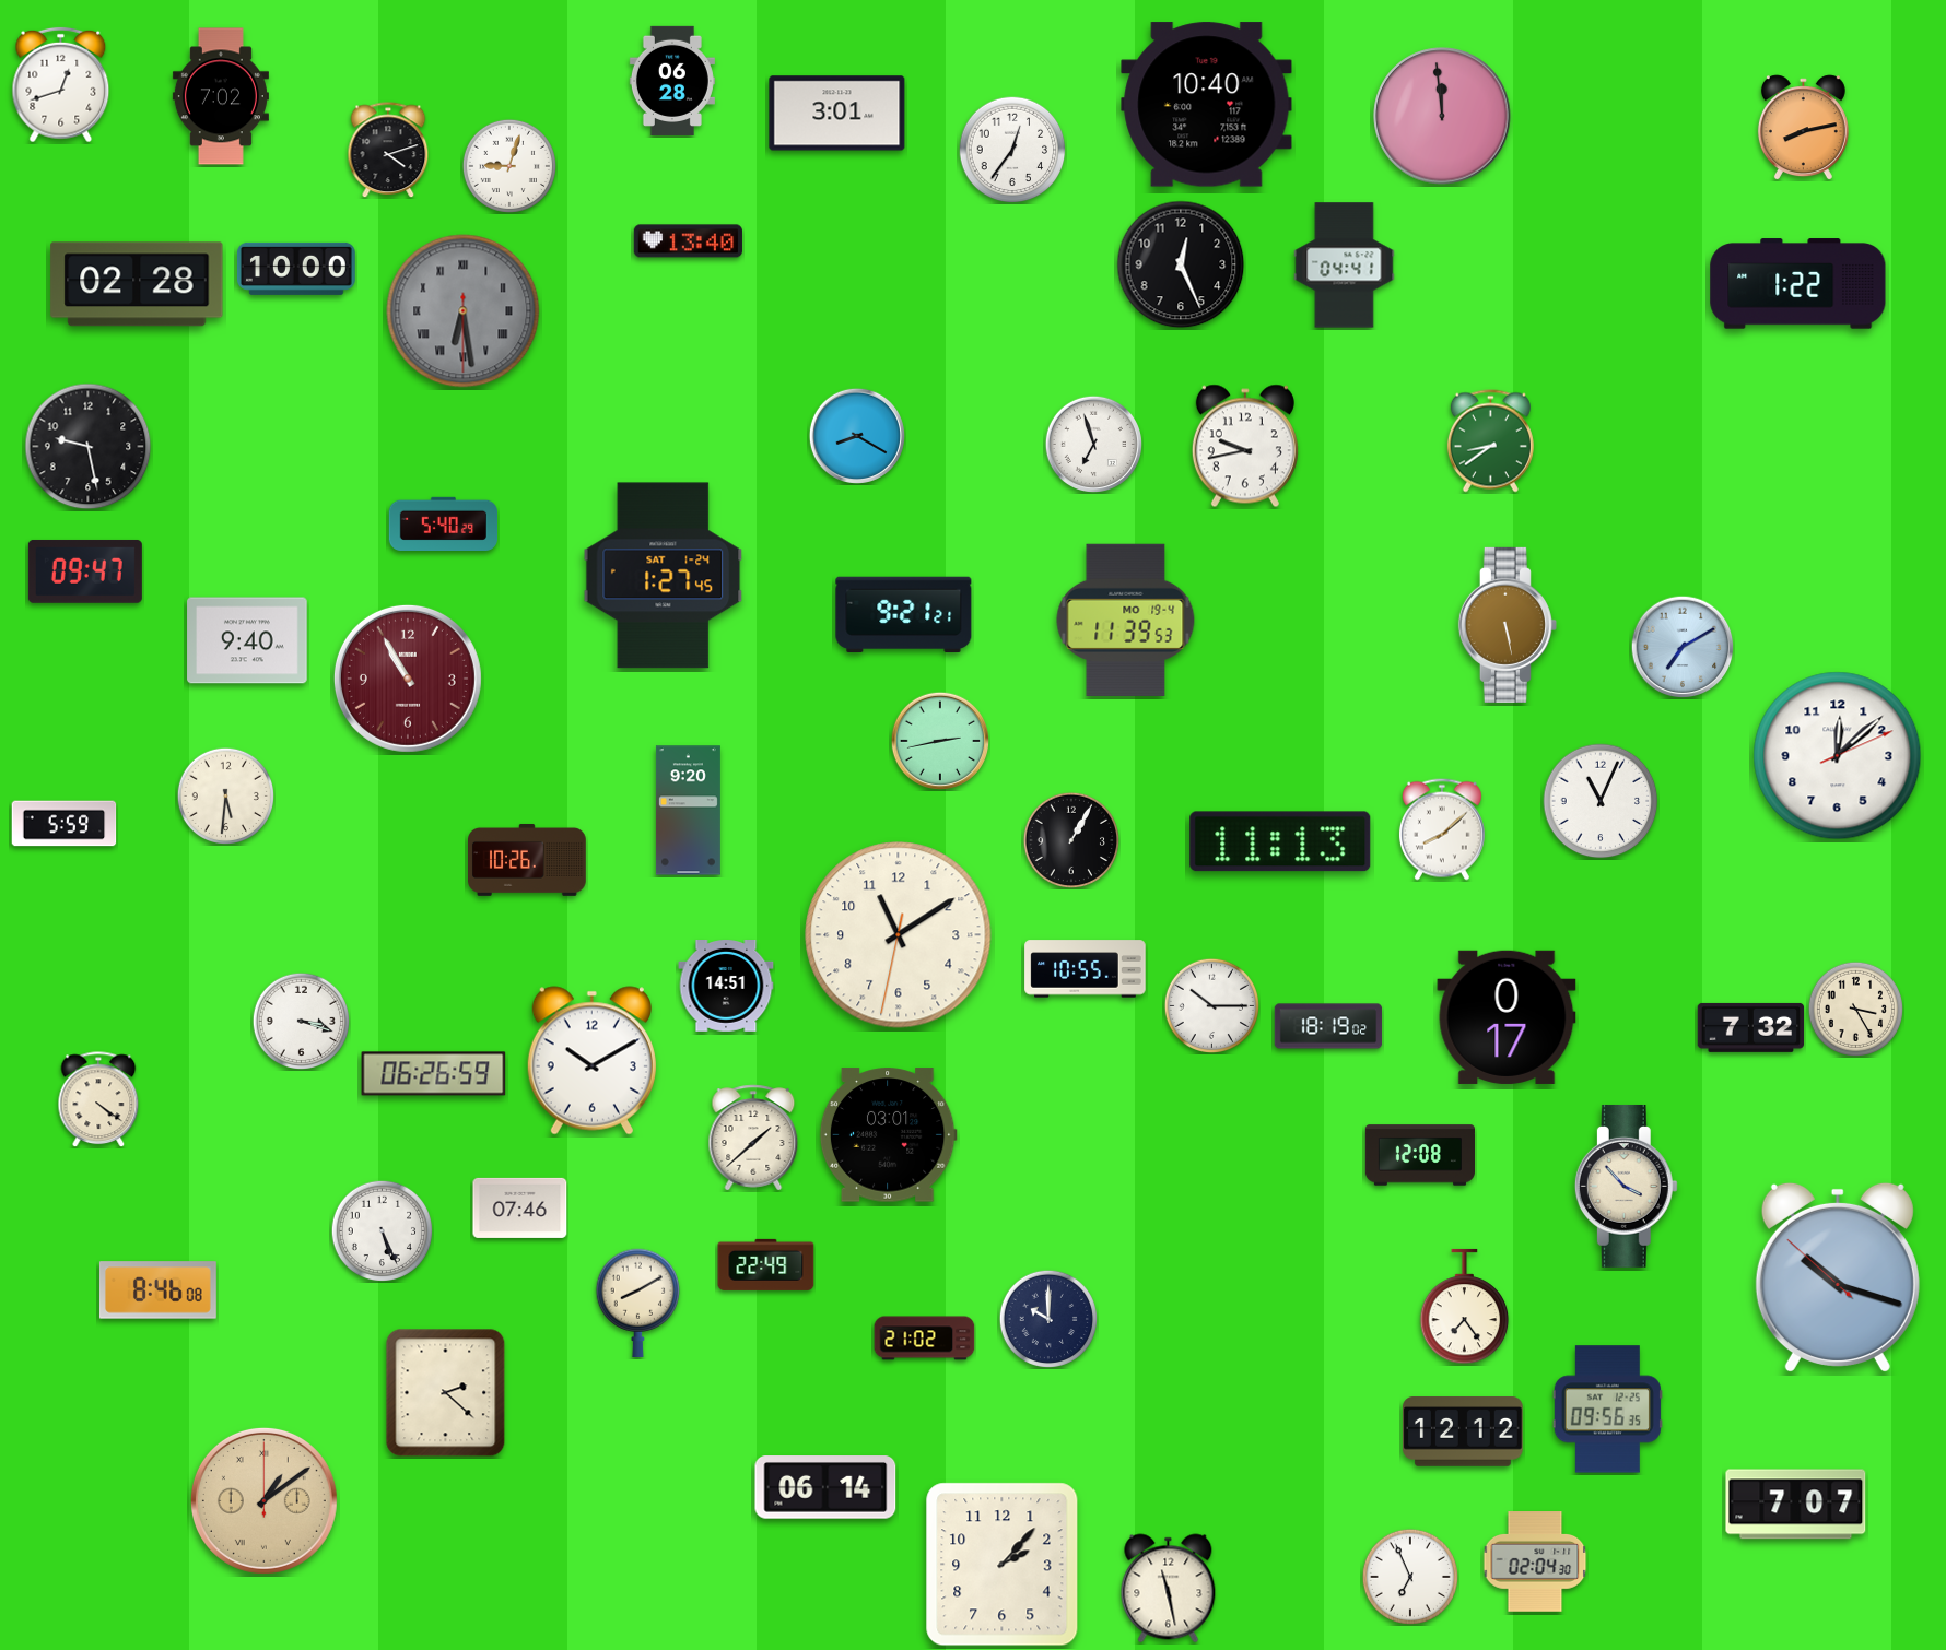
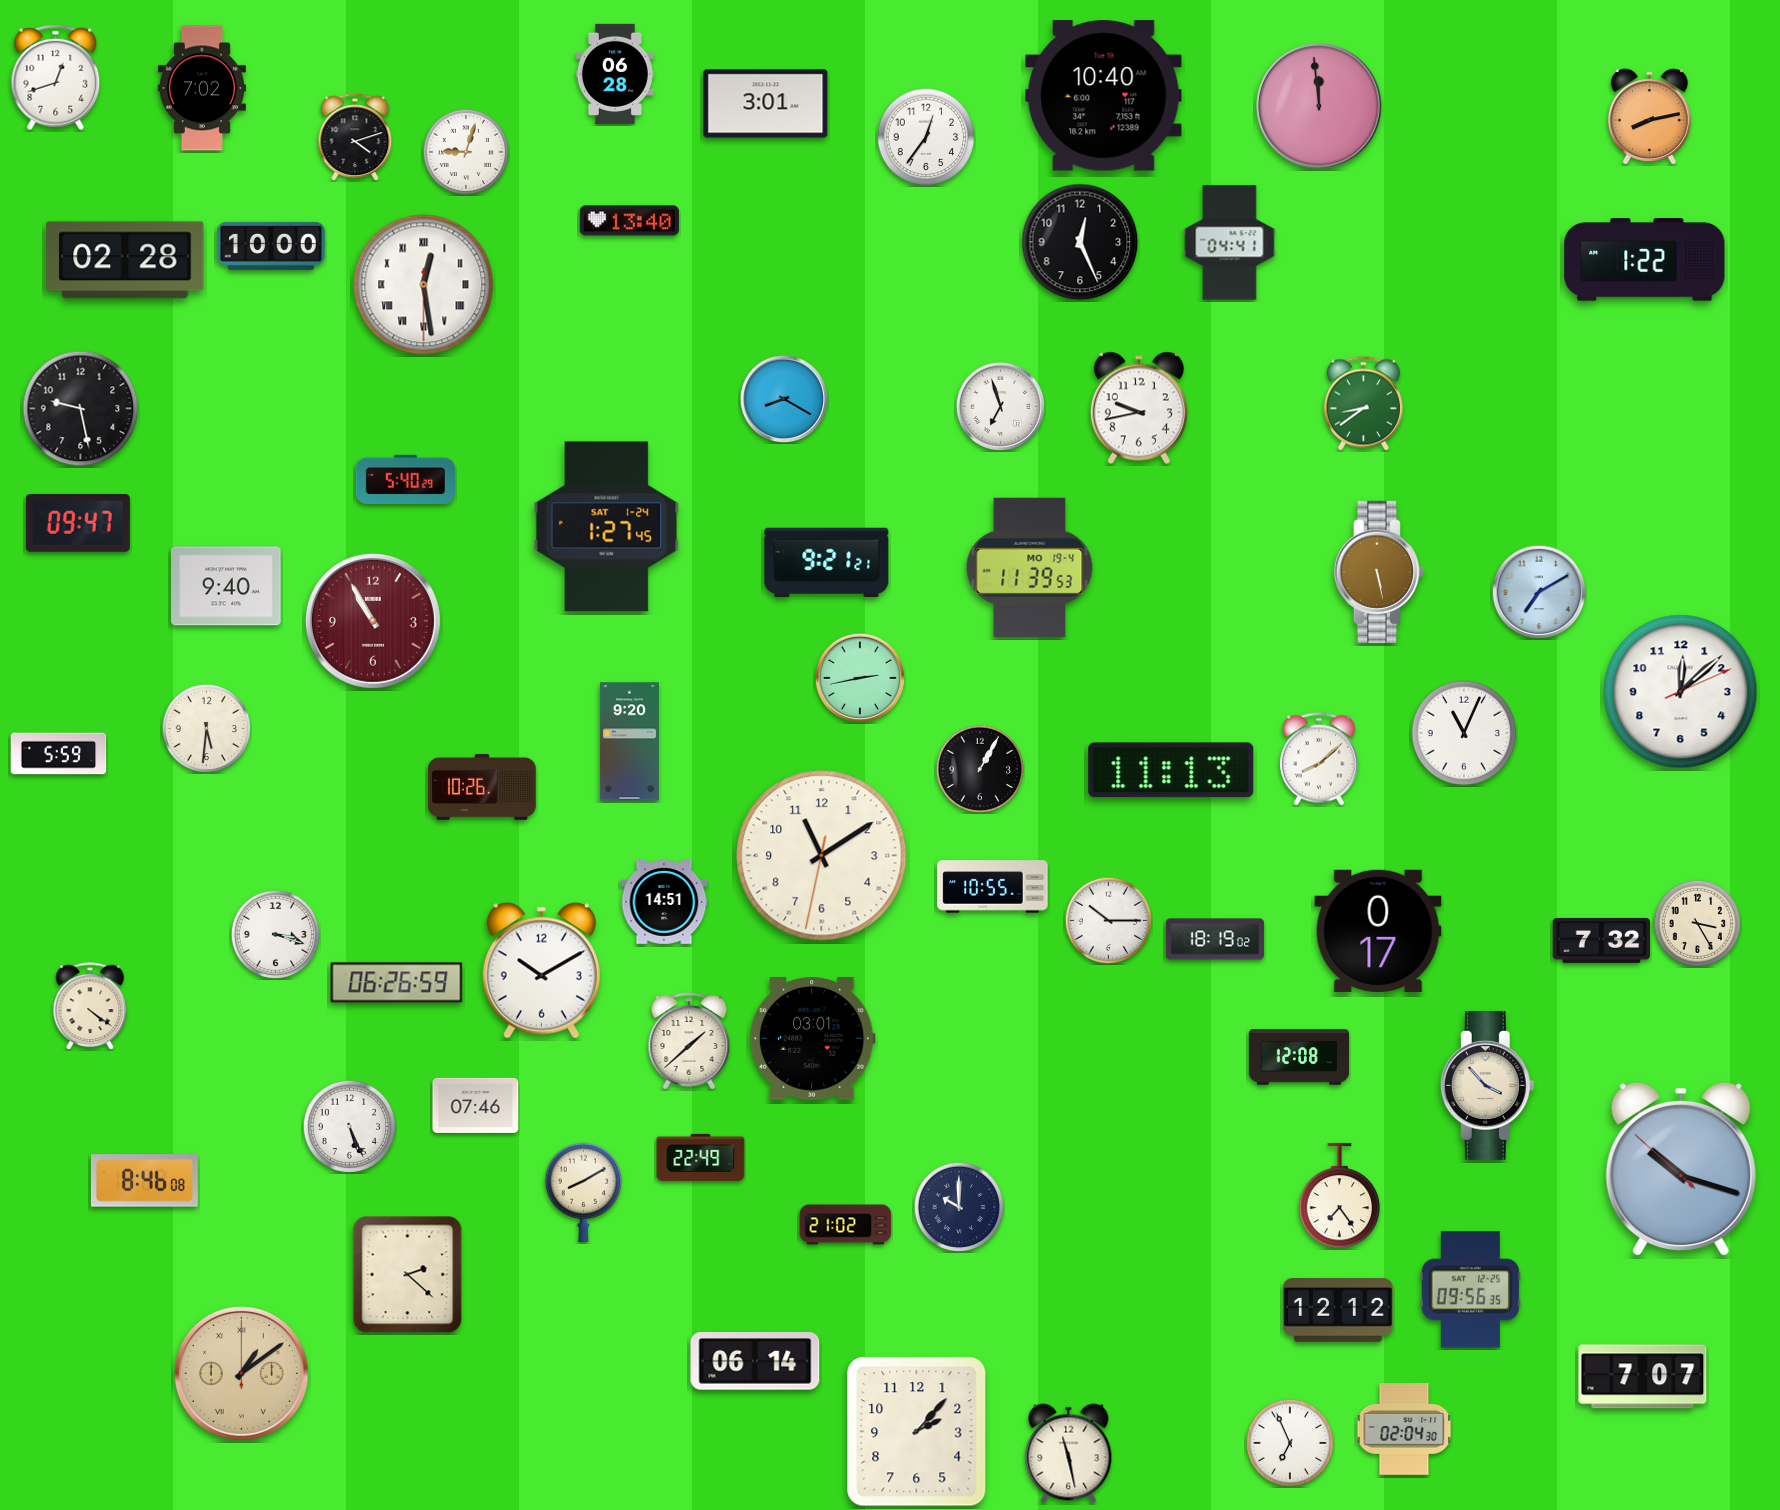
clock at (464, 311): 6:28 -> 12:28
clock at (464, 311) dial: grey -> white
